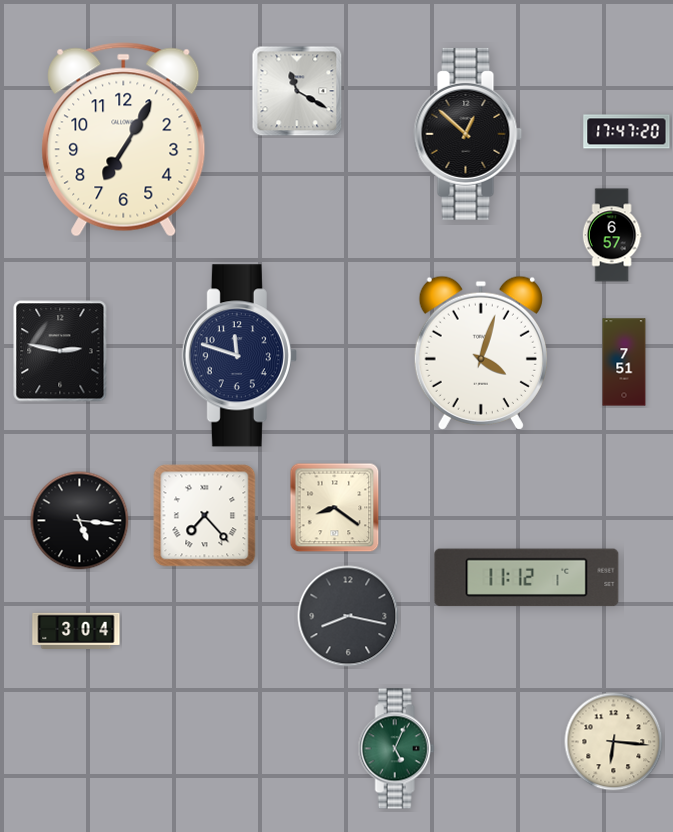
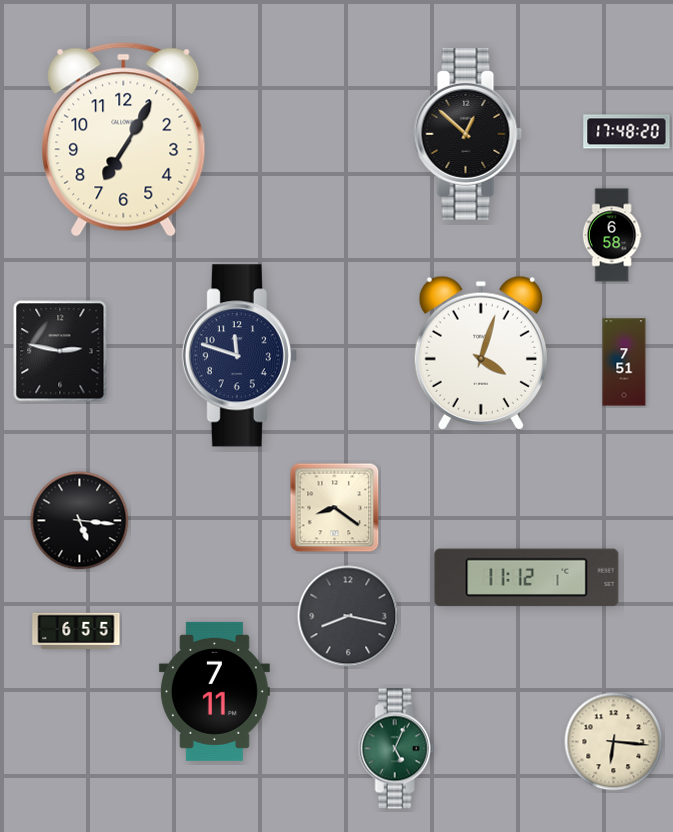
clock at (297, 91): 11:20 -> none
clock at (627, 132): 17:47 -> 17:48
clock at (612, 235): 6:57 -> 6:58
clock at (205, 516): 7:23 -> none
clock at (76, 630): 3:04 -> 6:55
clock at (214, 691): none -> 7:11
